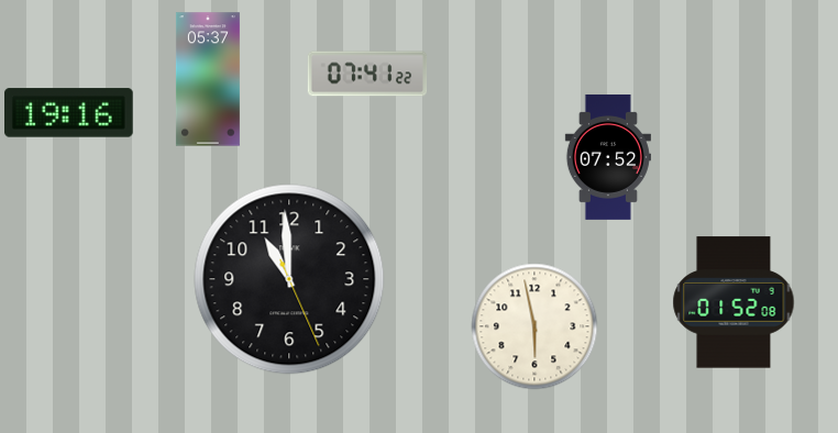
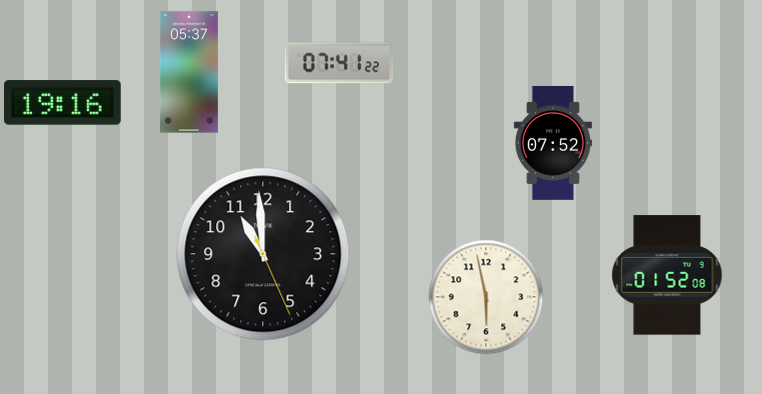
clock at (367, 74) position: (367, 74) -> (339, 63)
